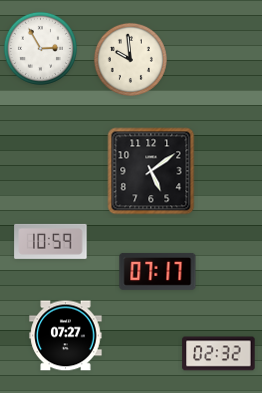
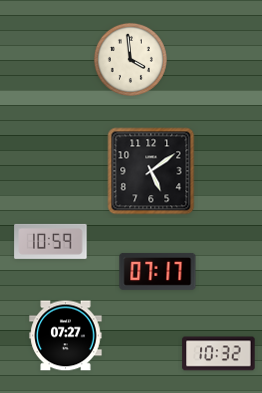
clock at (40, 48): 2:55 -> none
clock at (130, 59): 9:59 -> 3:59
clock at (219, 354): 02:32 -> 10:32
